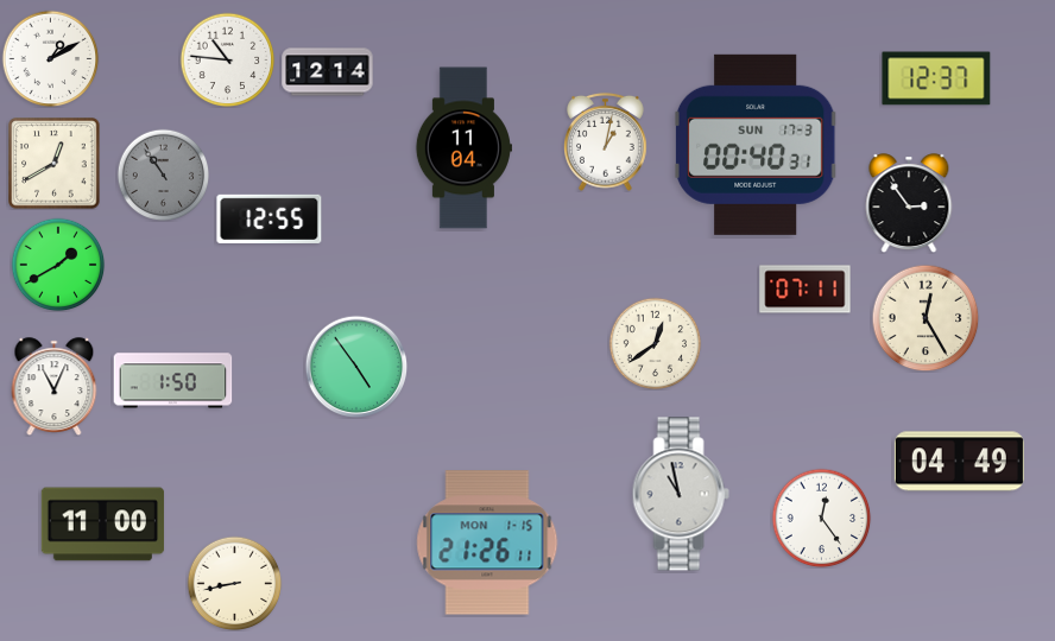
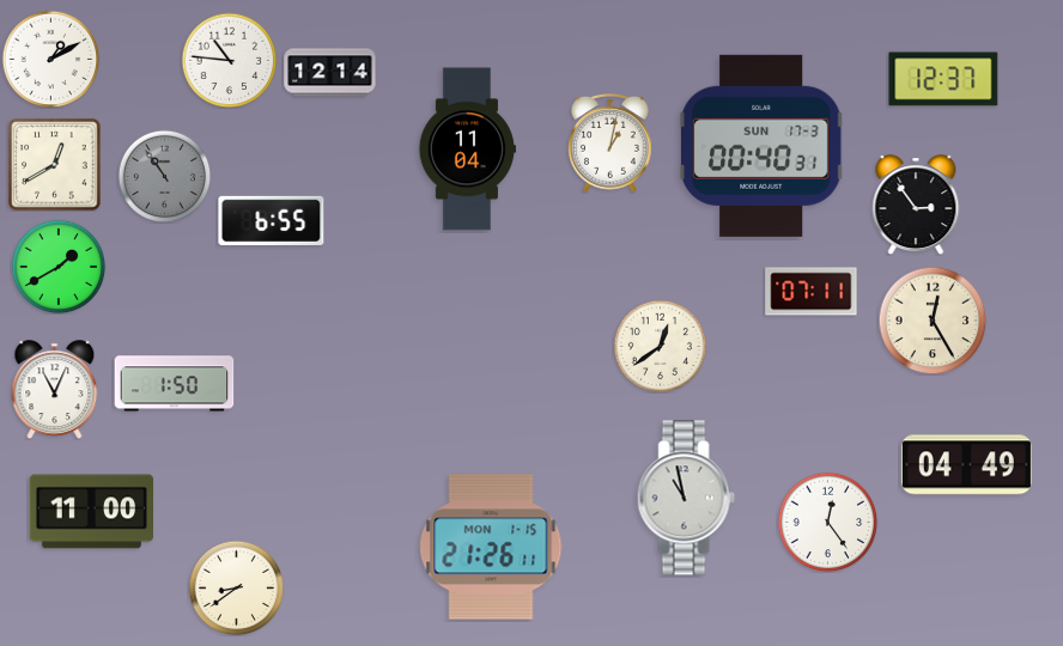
clock at (270, 218): 12:55 -> 6:55
clock at (356, 367): 4:54 -> none
clock at (103, 525) position: (103, 525) -> (92, 512)
clock at (234, 583): 8:43 -> 8:39
